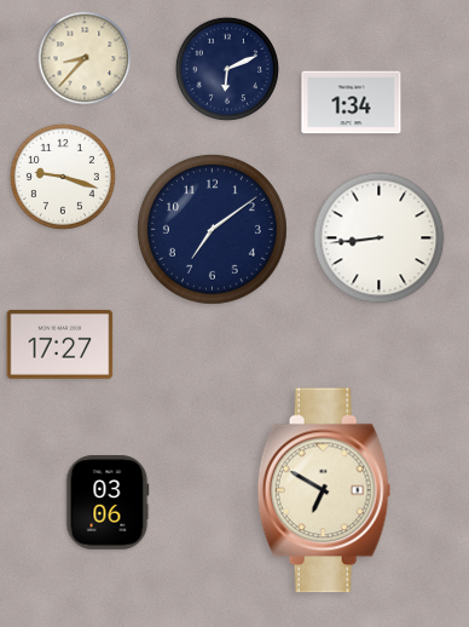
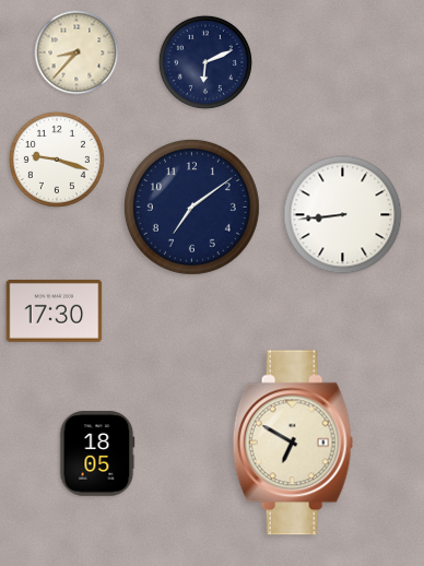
clock at (352, 103): 1:34 -> none
clock at (60, 344): 17:27 -> 17:30
clock at (108, 502): 03:06 -> 18:05
